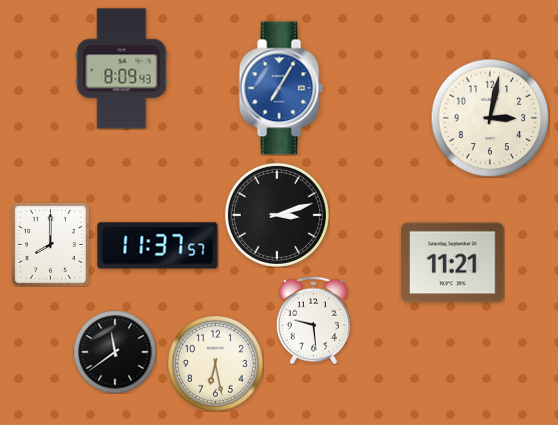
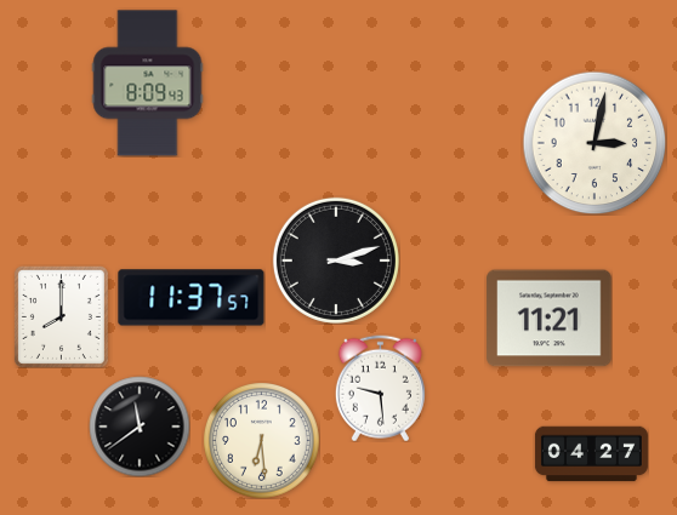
clock at (281, 88): 7:05 -> none
clock at (50, 244) position: (50, 244) -> (61, 316)
clock at (216, 364): 6:28 -> 6:29
clock at (591, 454): none -> 04:27
